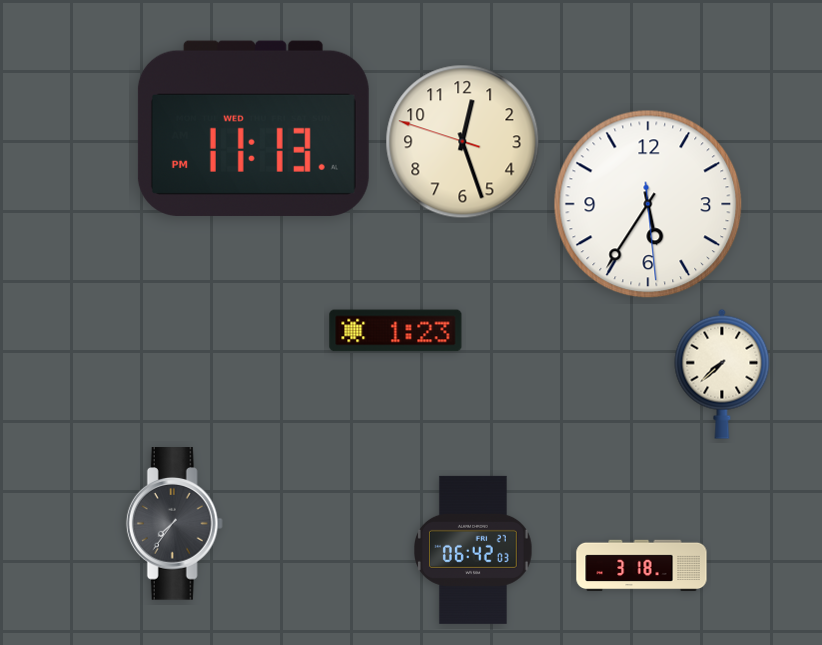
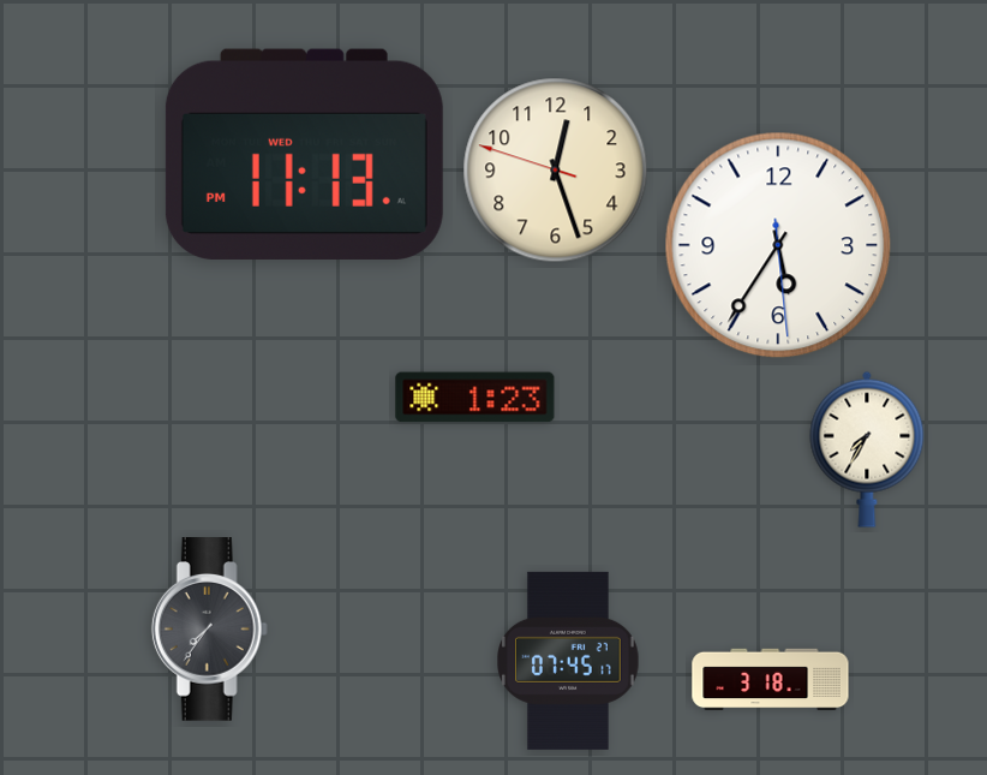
clock at (722, 374): 7:38 -> 7:35
clock at (474, 550): 06:42 -> 07:45
